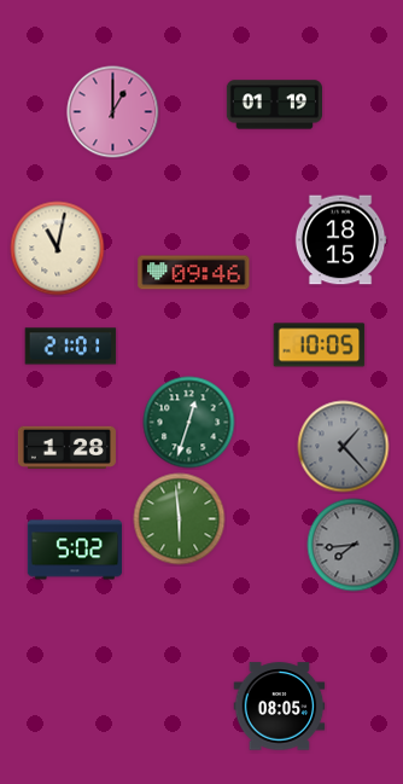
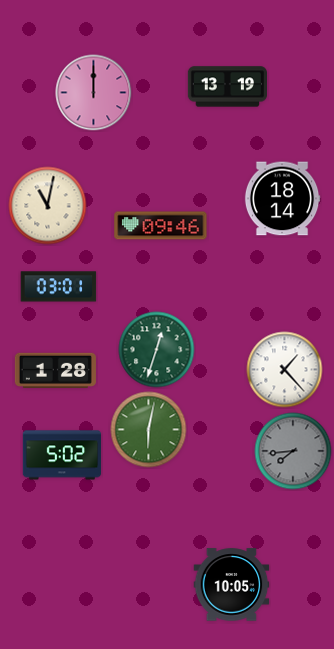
clock at (274, 105): 01:19 -> 13:19
clock at (113, 112): 1:00 -> 12:00
clock at (340, 240): 18:15 -> 18:14
clock at (320, 345): 10:05 -> none
clock at (71, 347): 21:01 -> 03:01
clock at (344, 447) dial: grey -> white
clock at (180, 519): 5:59 -> 6:02
clock at (280, 707): 08:05 -> 10:05
